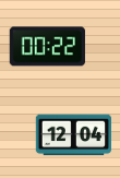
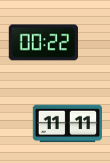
clock at (73, 135): 12:04 -> 11:11
